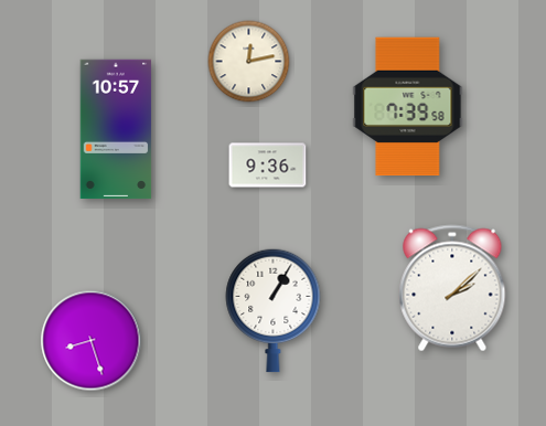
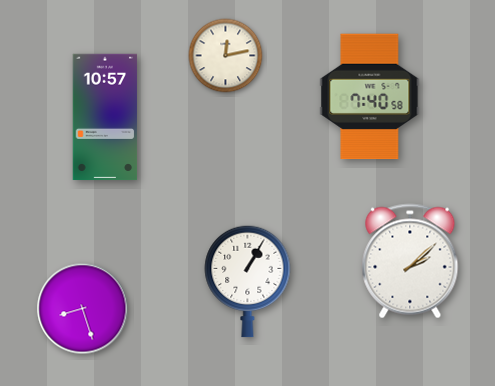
clock at (408, 107): 7:39 -> 7:40
clock at (268, 166): 9:36 -> none
